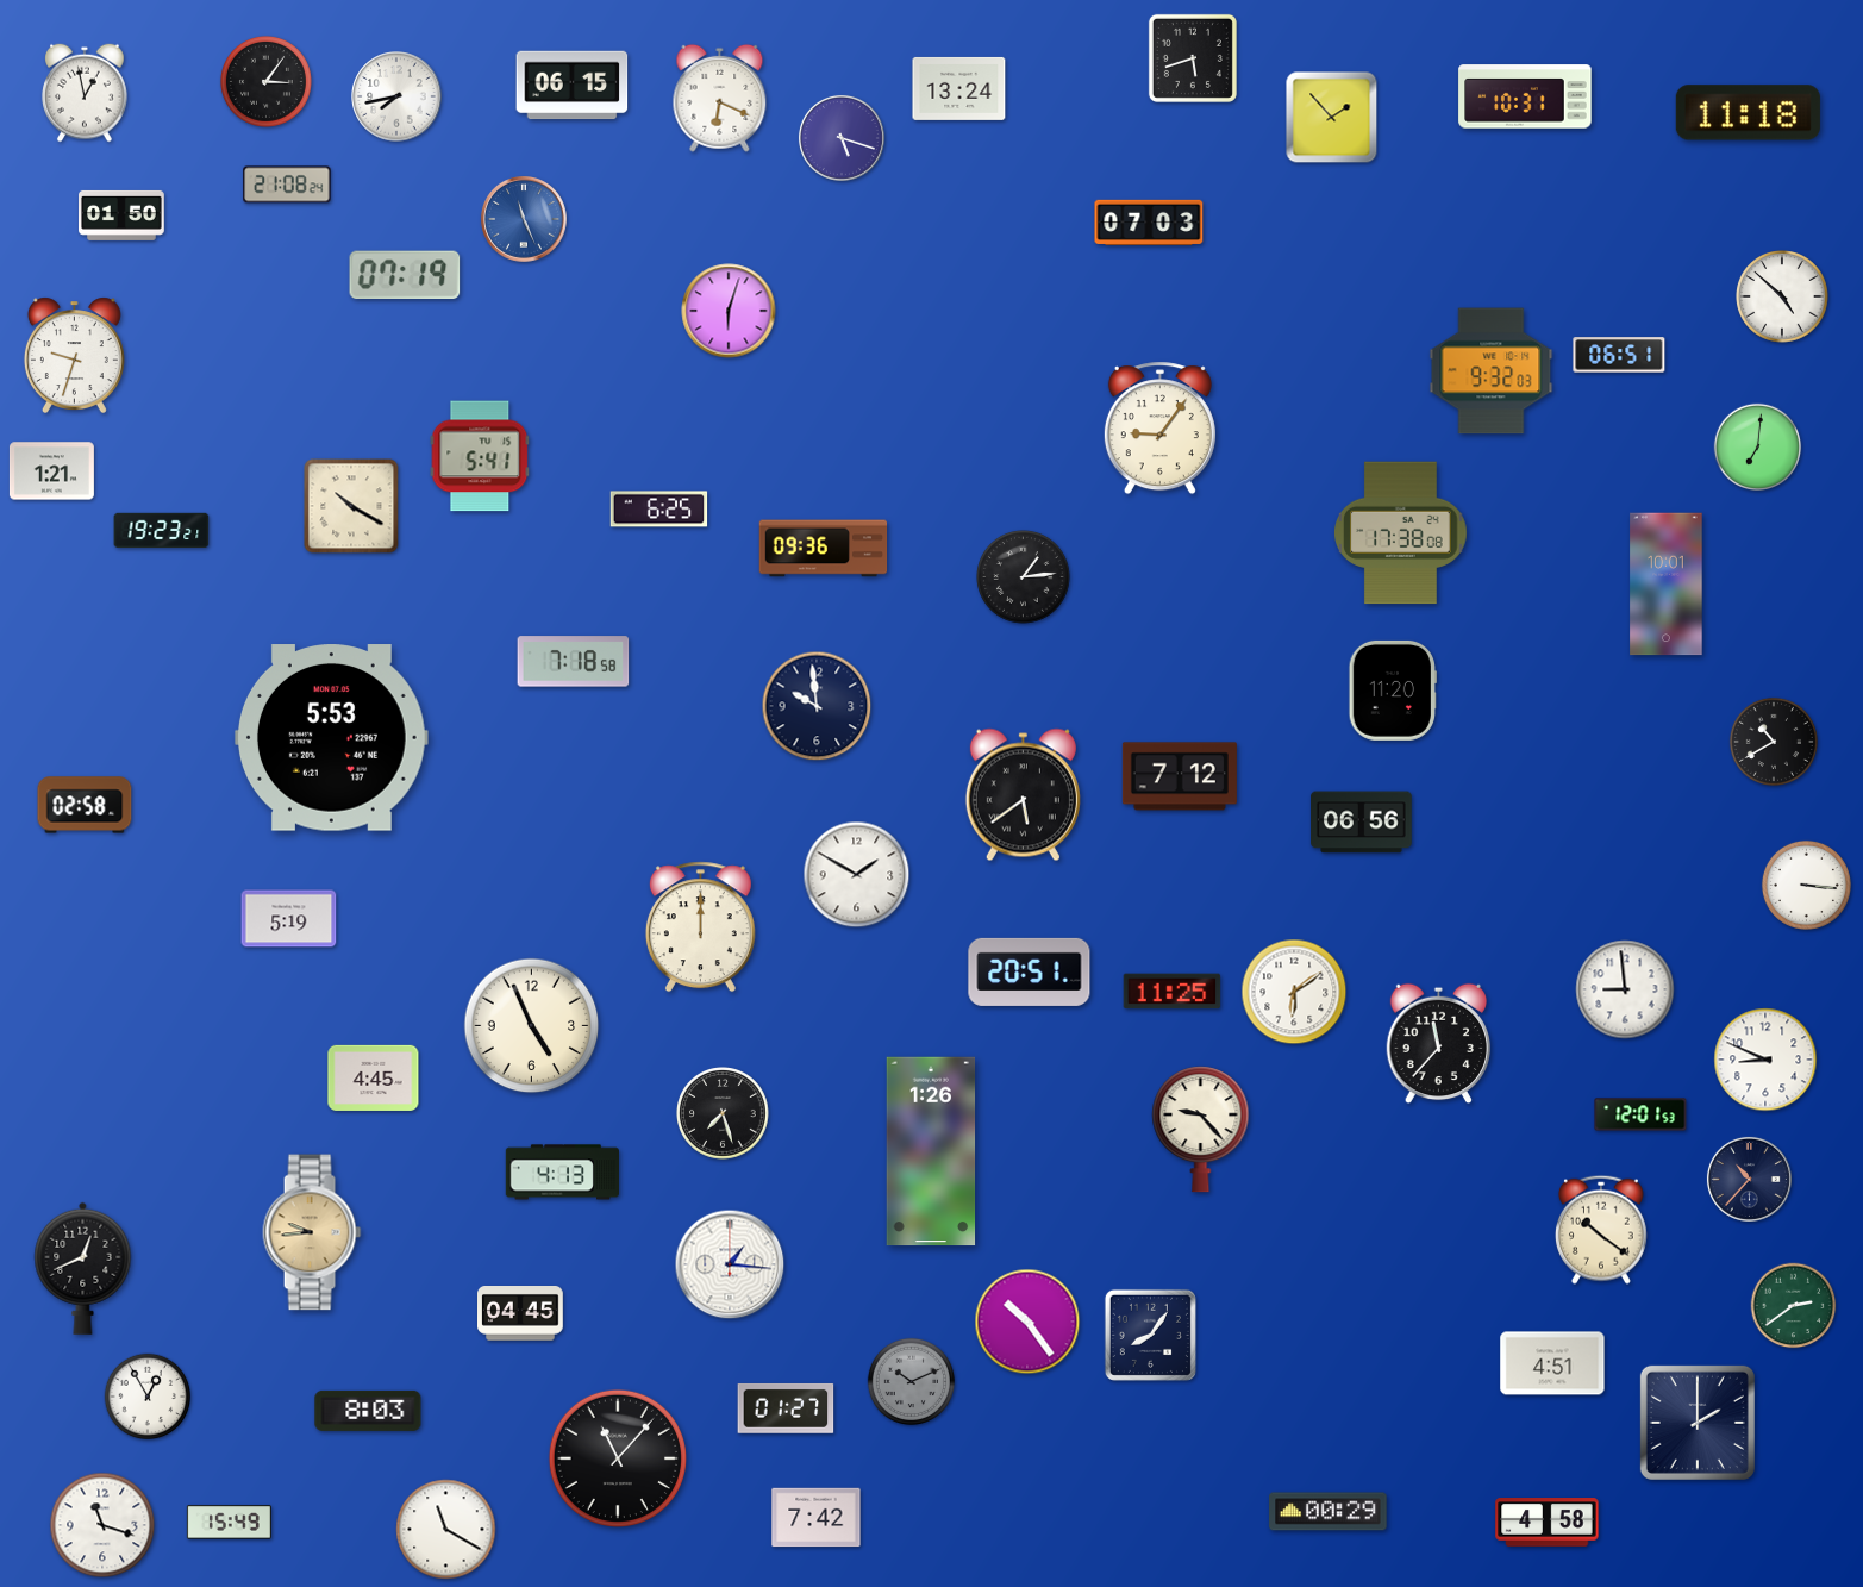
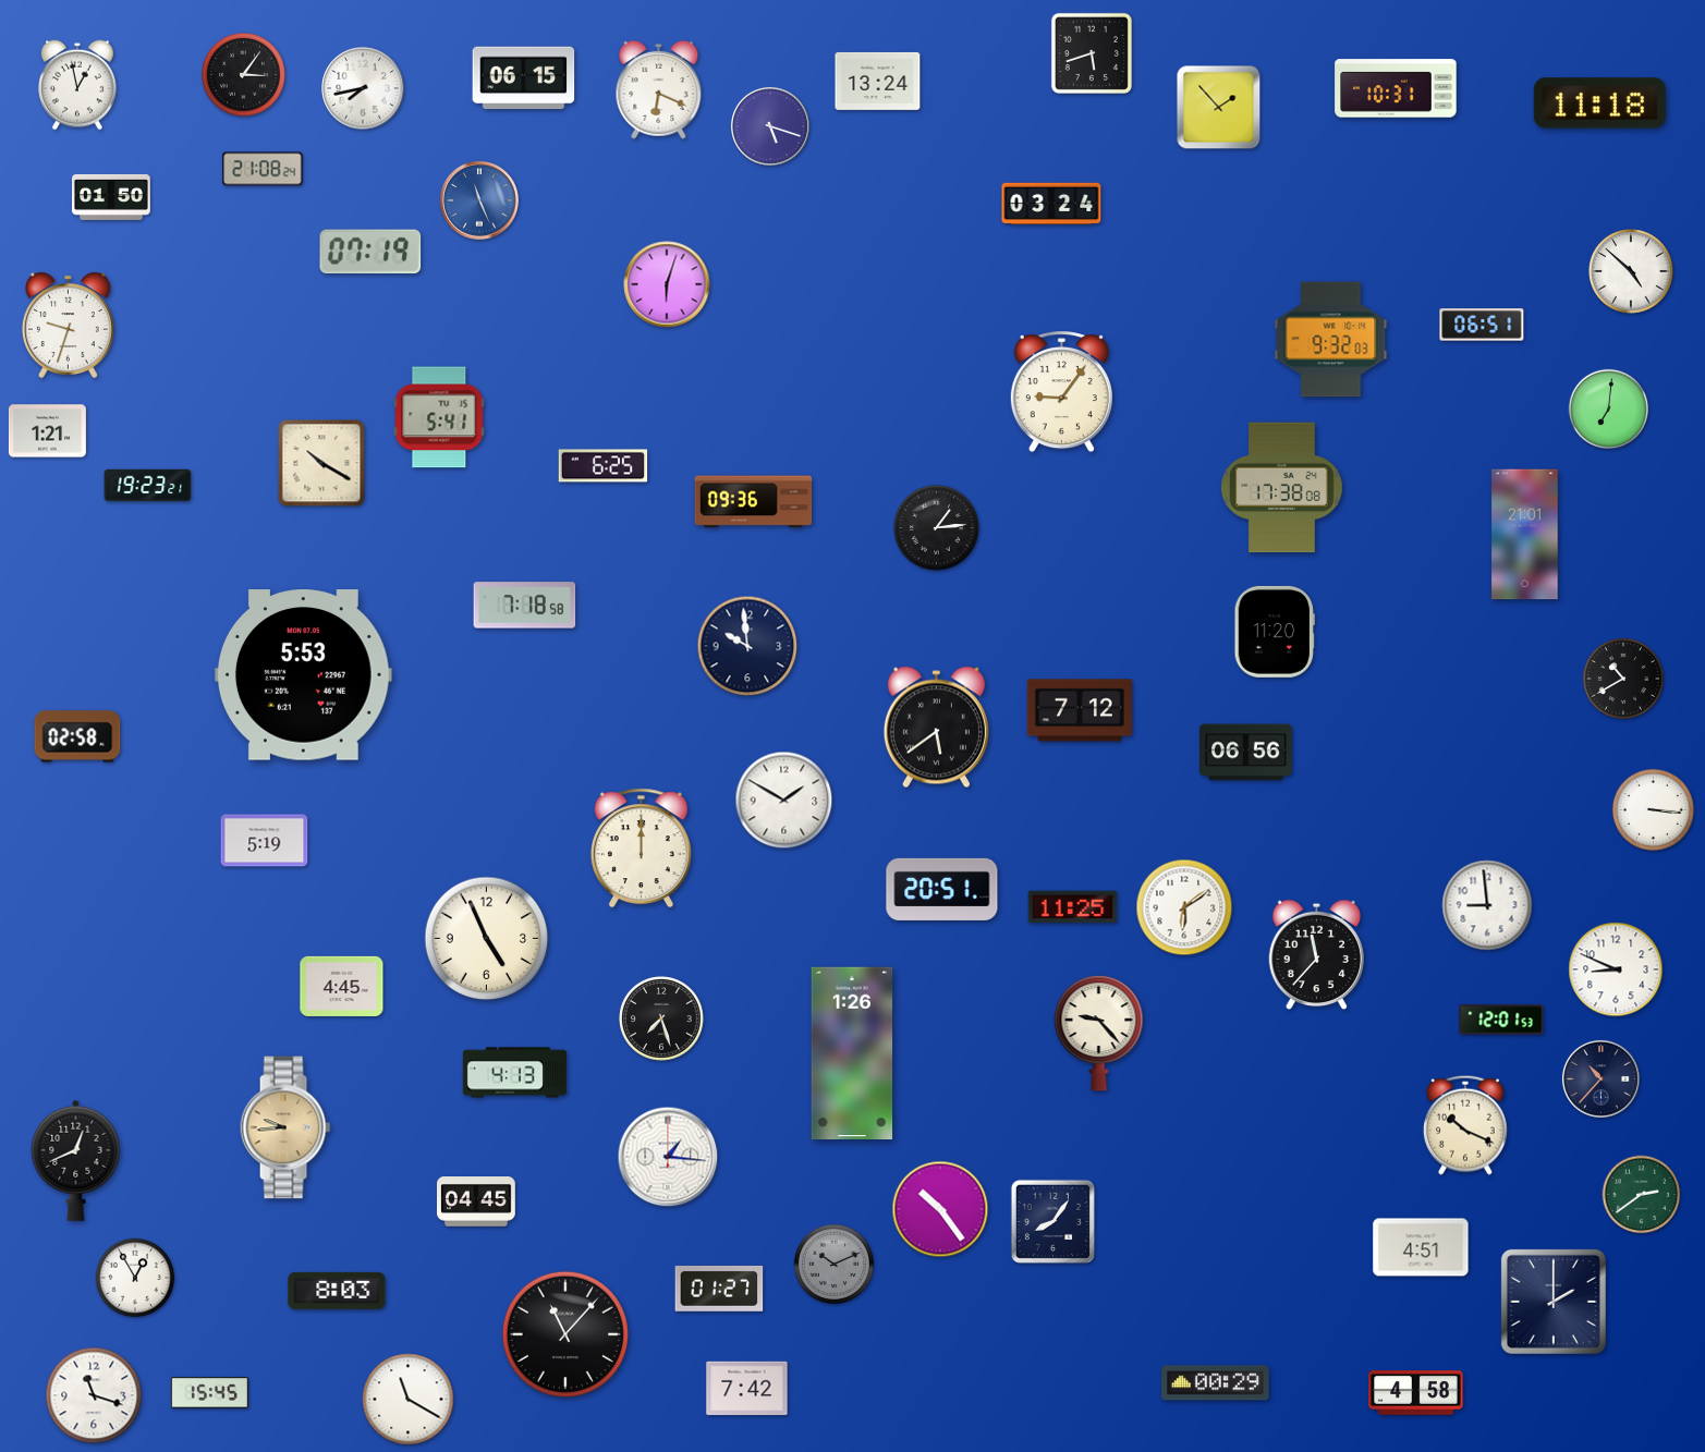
clock at (1149, 223): 07:03 -> 03:24
clock at (1492, 371) position: (1492, 371) -> (1331, 340)
clock at (1667, 585): 10:01 -> 21:01
clock at (1602, 1230): 10:21 -> 10:19
clock at (229, 1523): 15:49 -> 15:45
